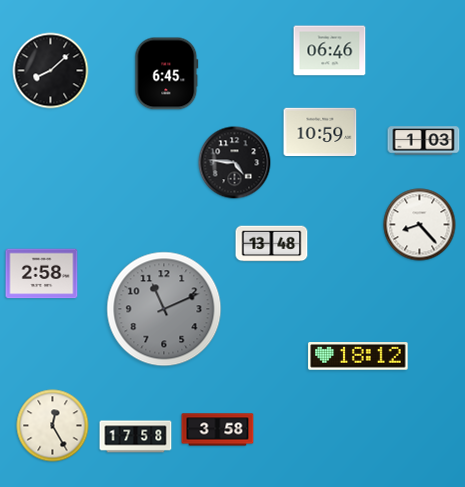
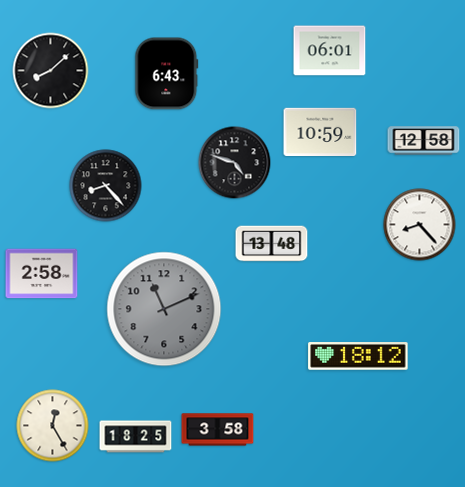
clock at (330, 51): 06:46 -> 06:01
clock at (167, 74): 6:45 -> 6:43
clock at (424, 141): 1:03 -> 12:58
clock at (235, 163): 4:46 -> 4:48
clock at (106, 186): none -> 8:23
clock at (136, 437): 17:58 -> 18:25
